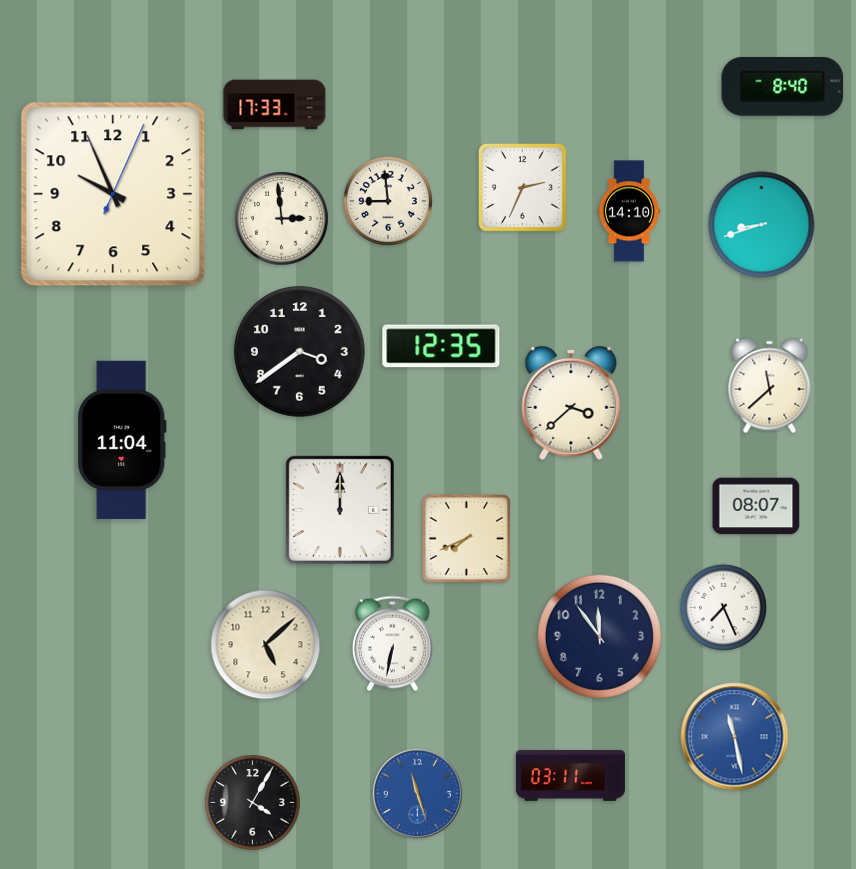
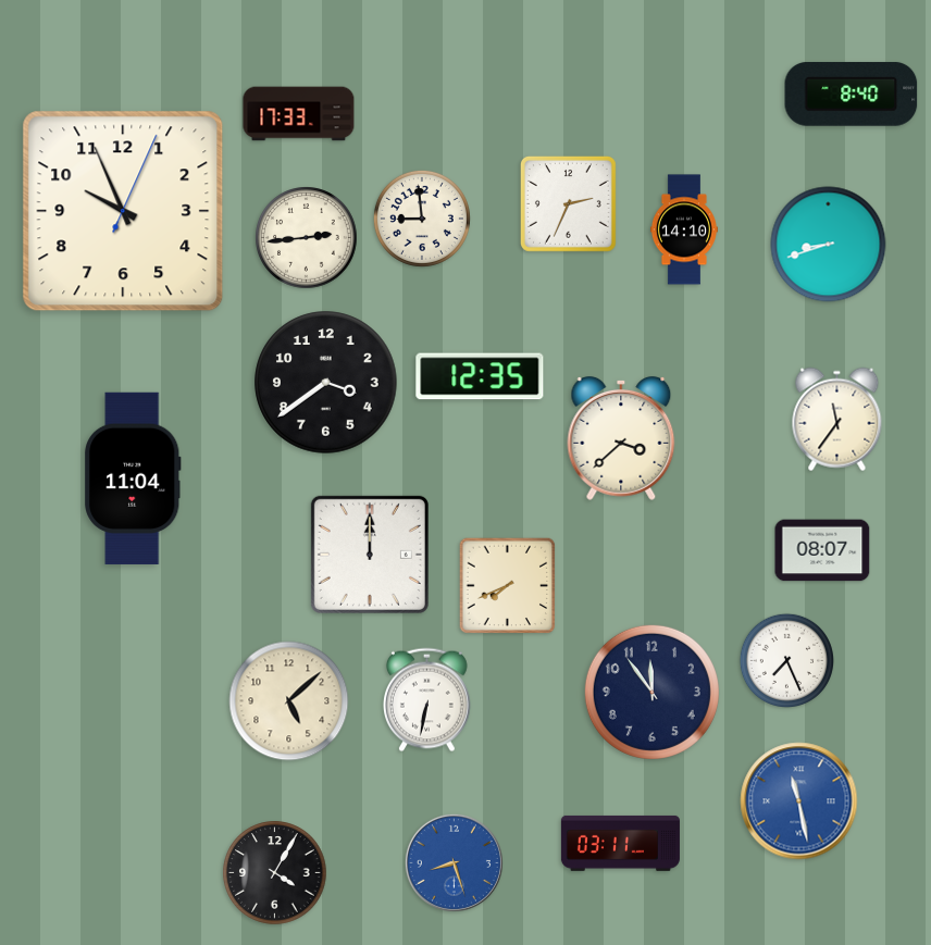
clock at (282, 219): 2:59 -> 2:44
clock at (770, 386): 11:38 -> 11:36
clock at (417, 793): 11:27 -> 8:27
